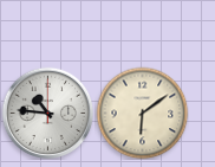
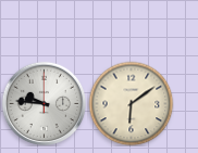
clock at (47, 113): 10:46 -> 9:46
